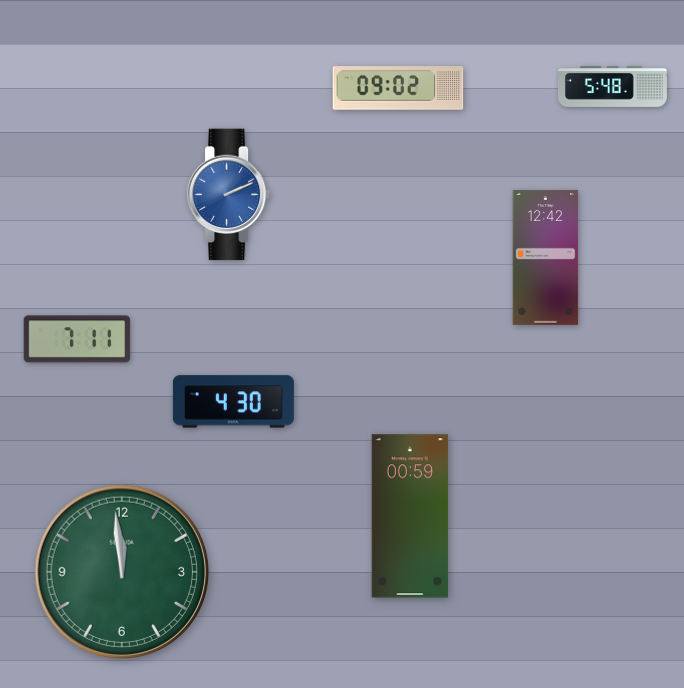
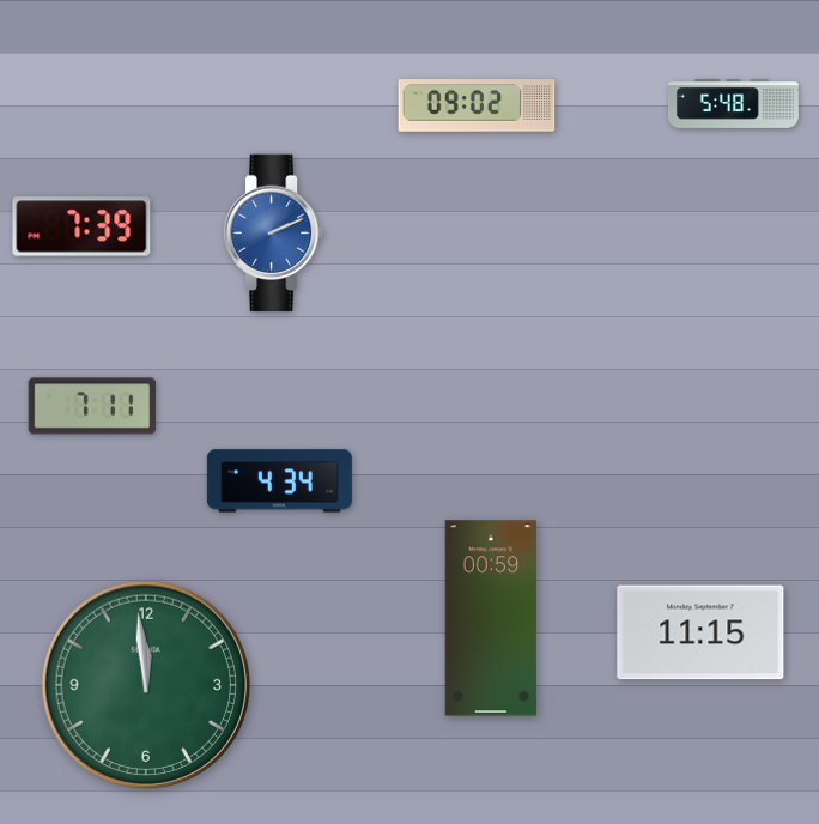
clock at (81, 226): none -> 7:39
clock at (546, 257): 12:42 -> none
clock at (233, 402): 4:30 -> 4:34
clock at (700, 632): none -> 11:15
